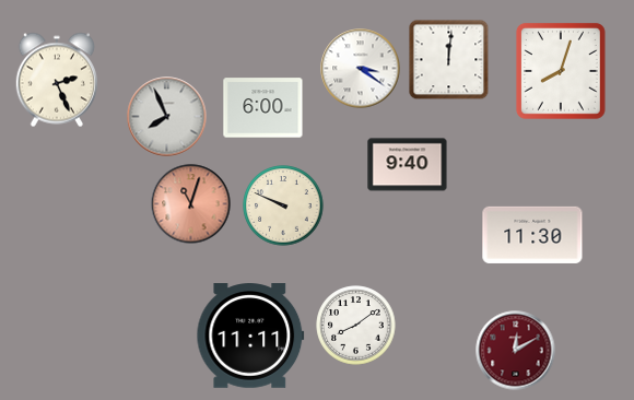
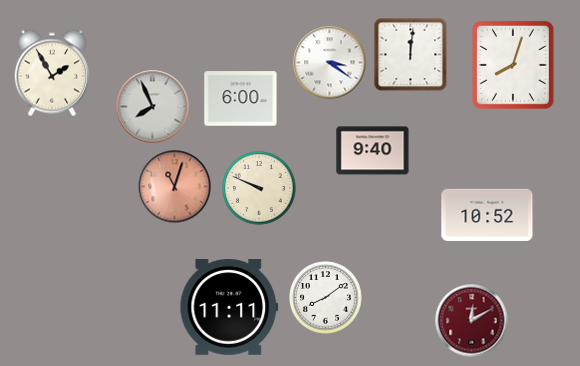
clock at (56, 80): 2:26 -> 1:55
clock at (532, 235): 11:30 -> 10:52
